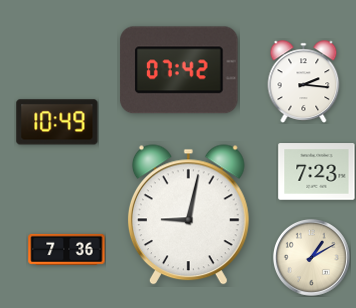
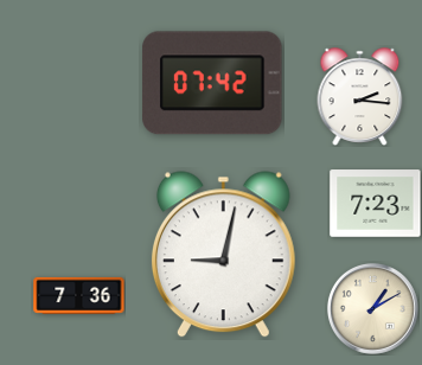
clock at (57, 122): 10:49 -> none
clock at (311, 257) position: (311, 257) -> (372, 308)
